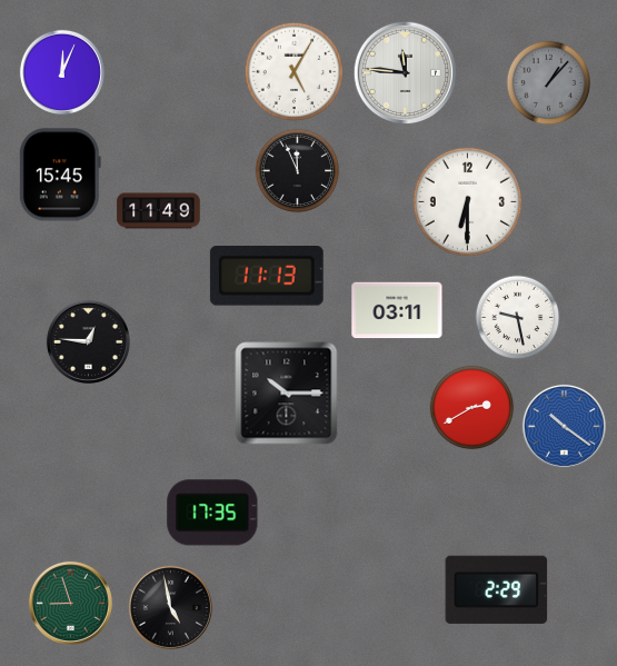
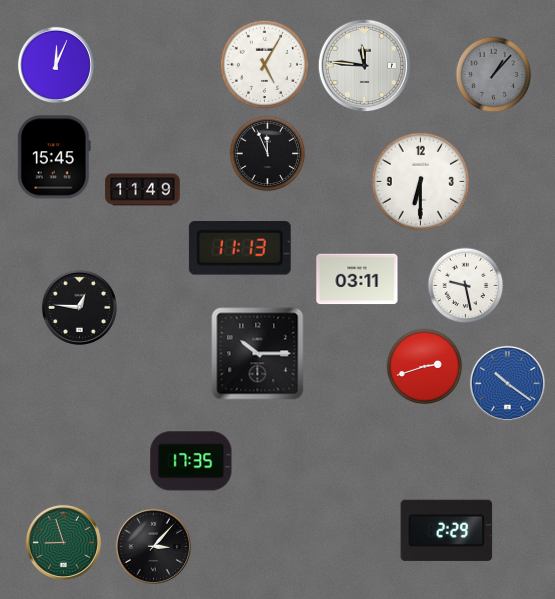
clock at (472, 408): 2:40 -> 2:42
clock at (170, 607): 4:58 -> 3:07
